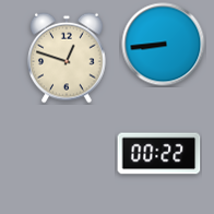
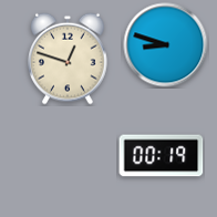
clock at (164, 45): 8:44 -> 8:48
clock at (159, 154): 00:22 -> 00:19
